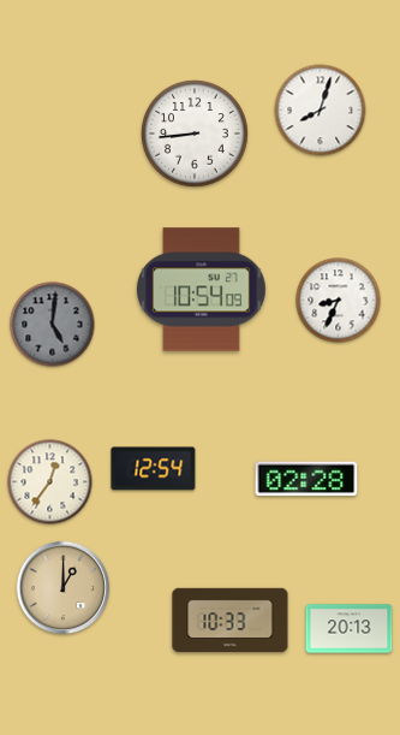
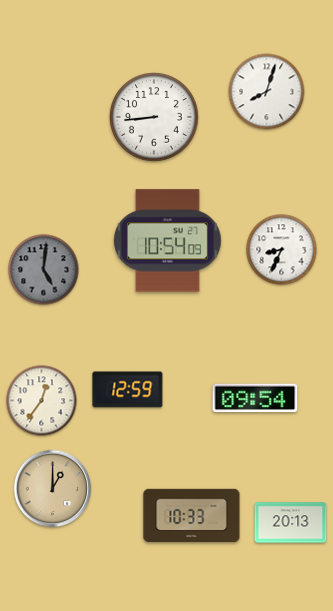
clock at (195, 134) position: (195, 134) -> (154, 117)
clock at (154, 469): 12:54 -> 12:59
clock at (306, 479): 02:28 -> 09:54
